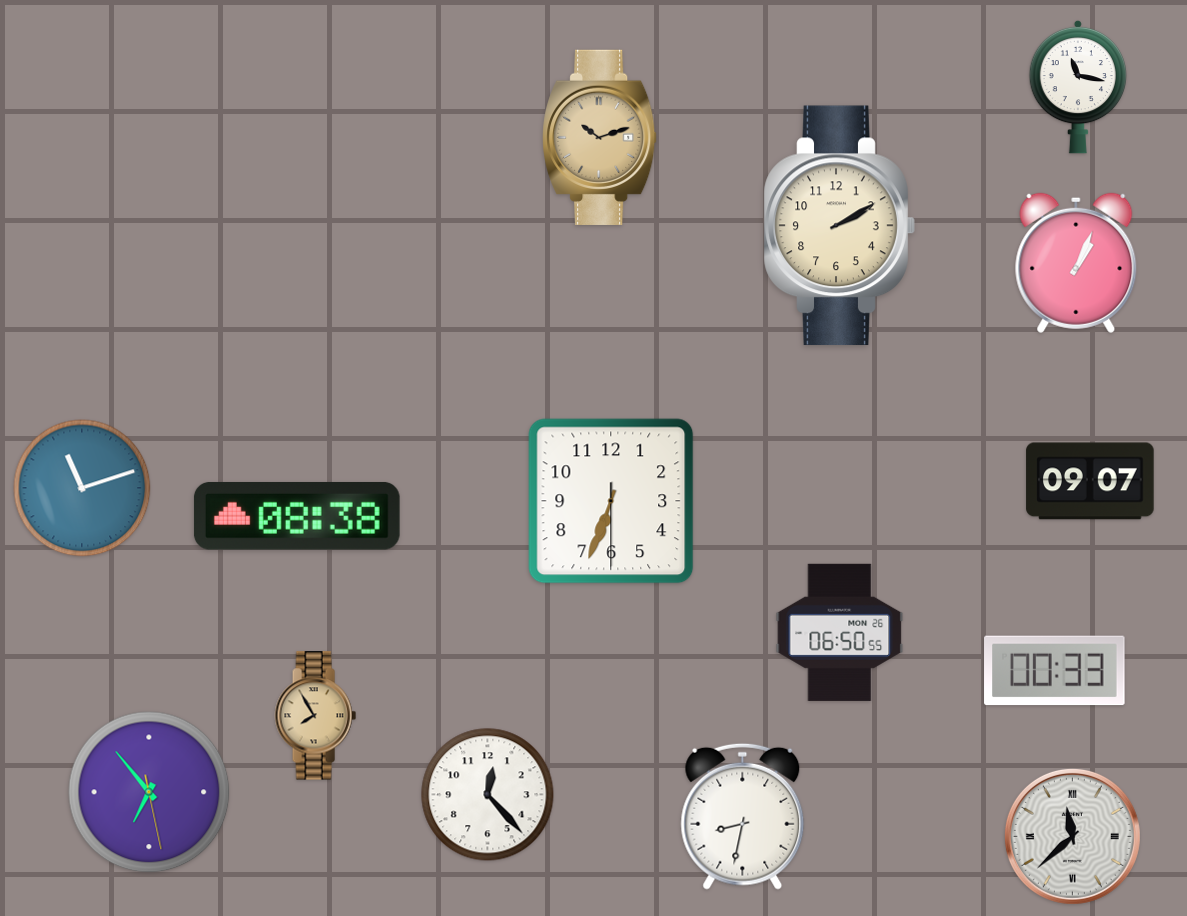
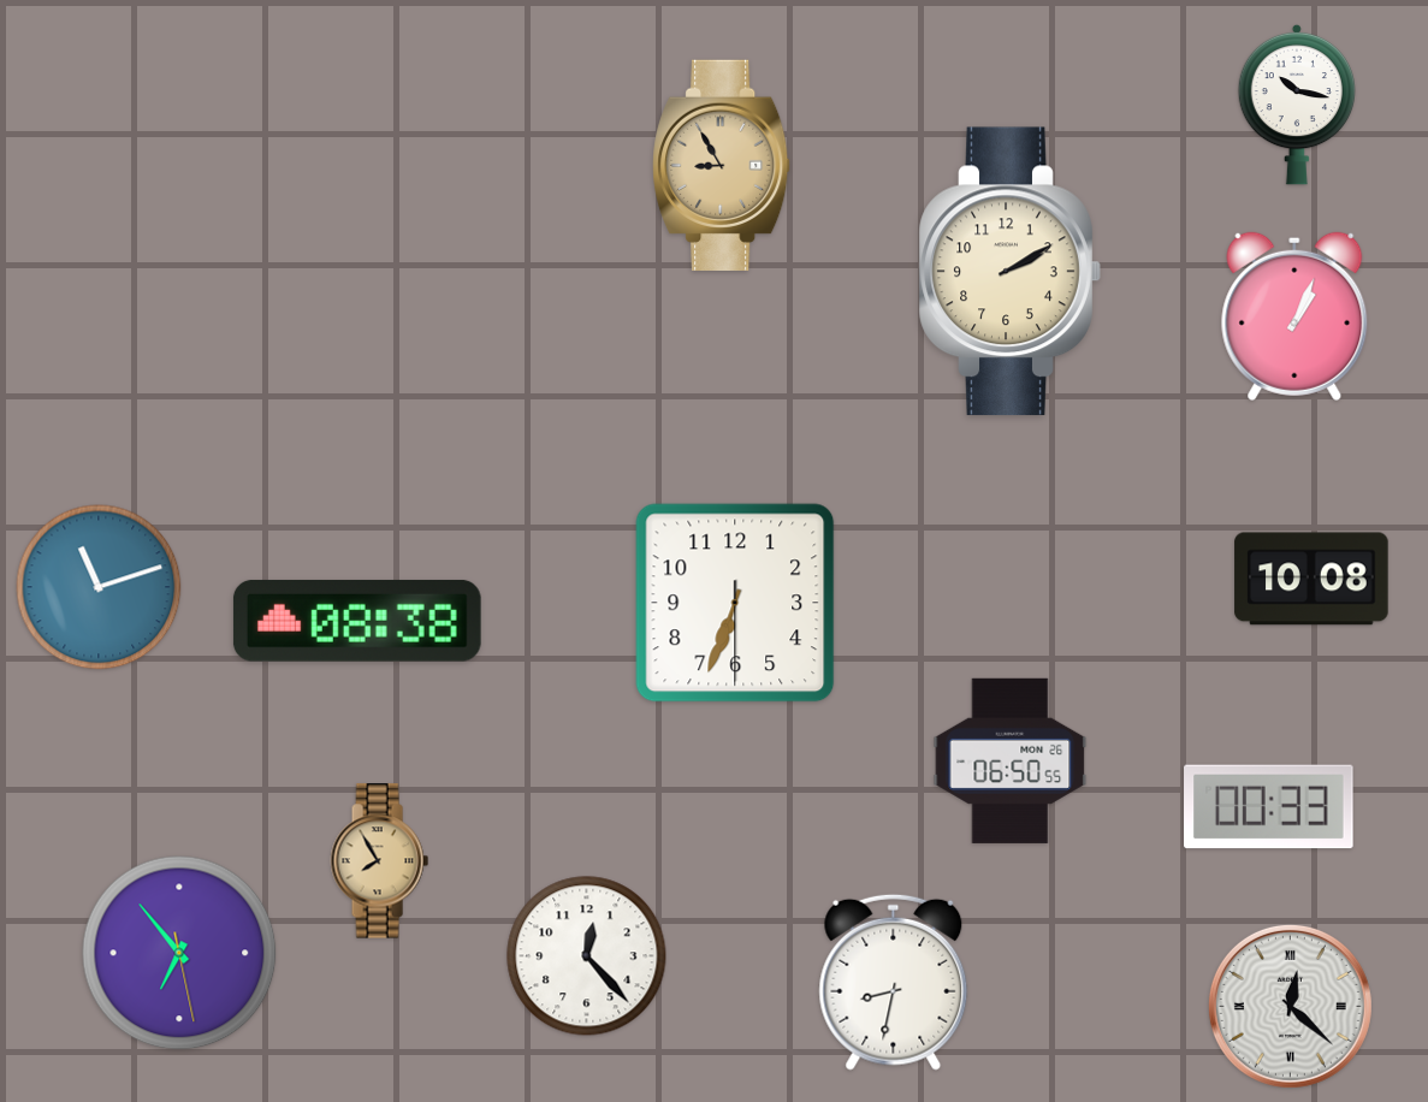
clock at (1077, 87): 11:17 -> 10:17
clock at (600, 137): 10:12 -> 8:55
clock at (1090, 481): 09:07 -> 10:08
clock at (1072, 836): 11:38 -> 12:22
